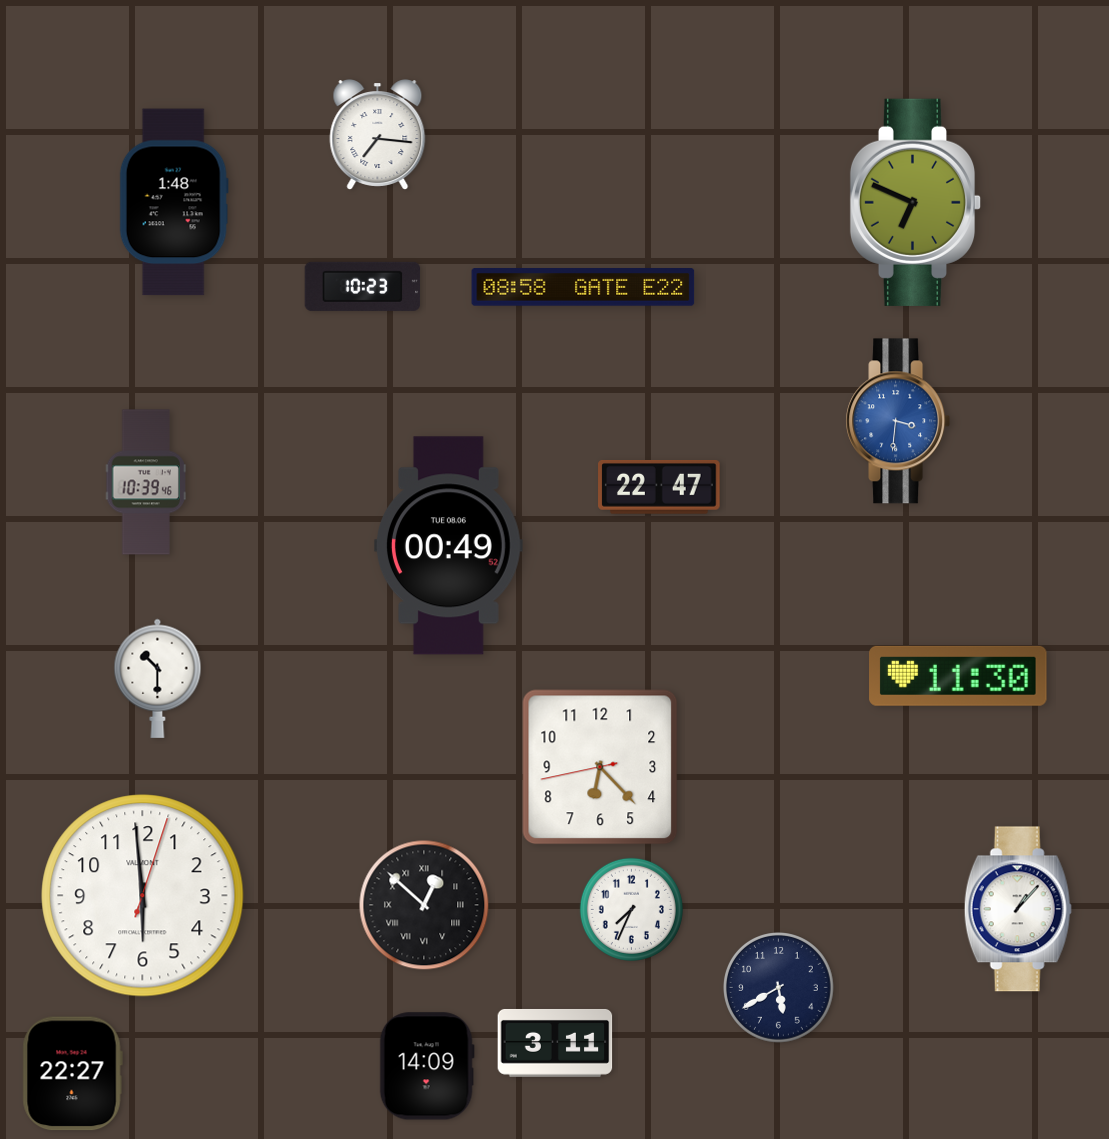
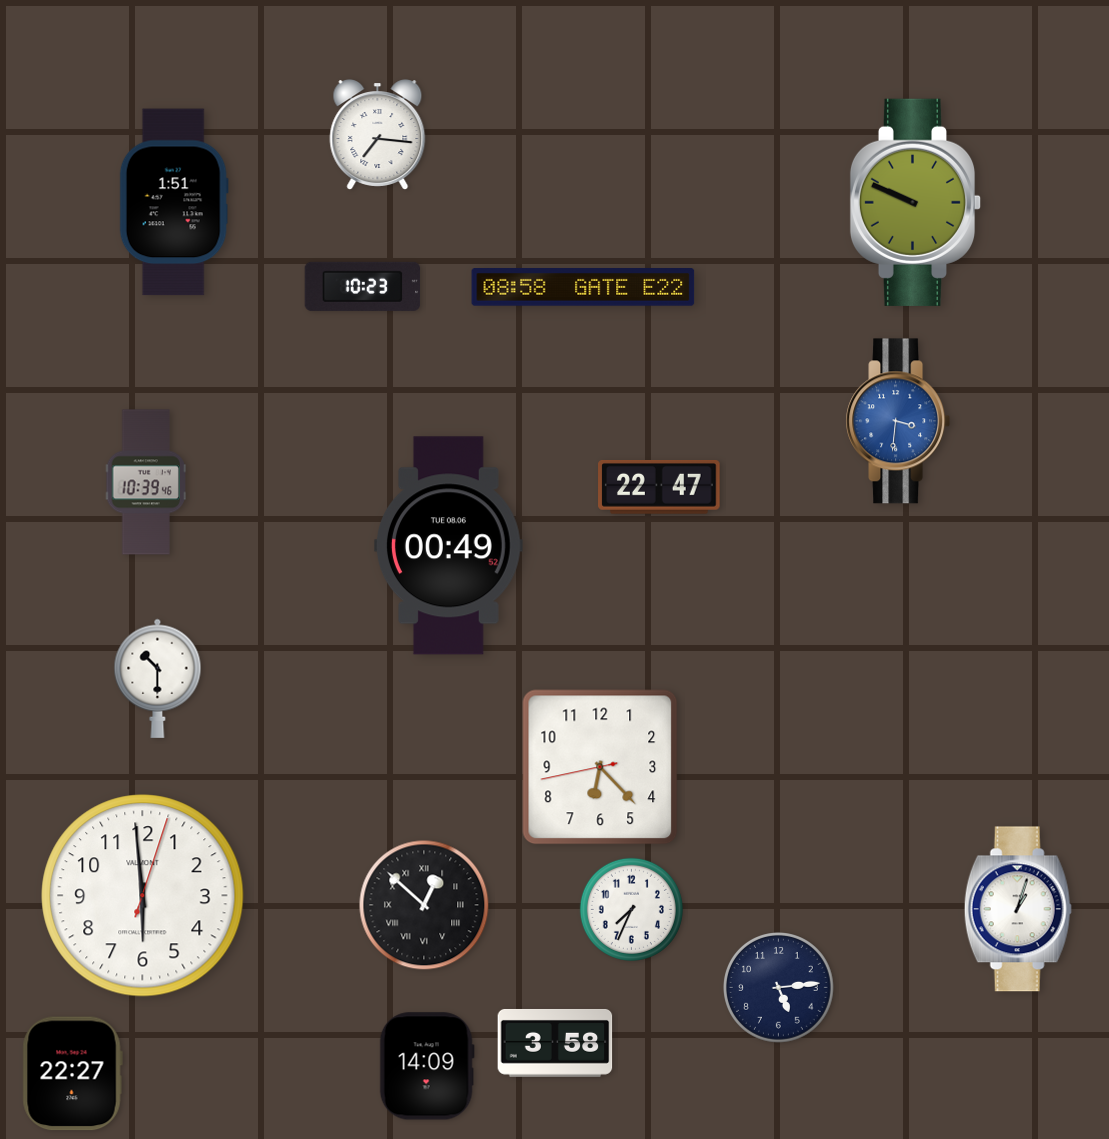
clock at (174, 202): 1:48 -> 1:51
clock at (916, 202): 6:49 -> 9:49
clock at (958, 676): 11:30 -> none
clock at (1018, 909): 1:07 -> 1:03
clock at (779, 988): 5:40 -> 5:14
clock at (555, 1043): 3:11 -> 3:58
